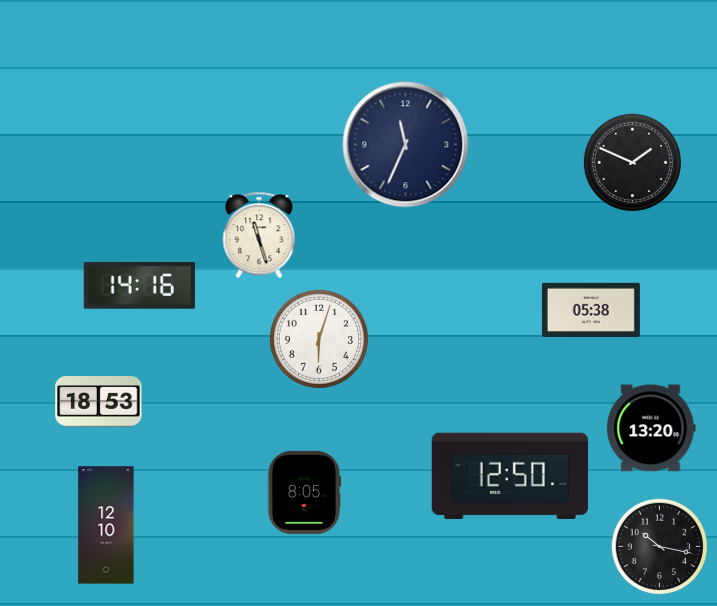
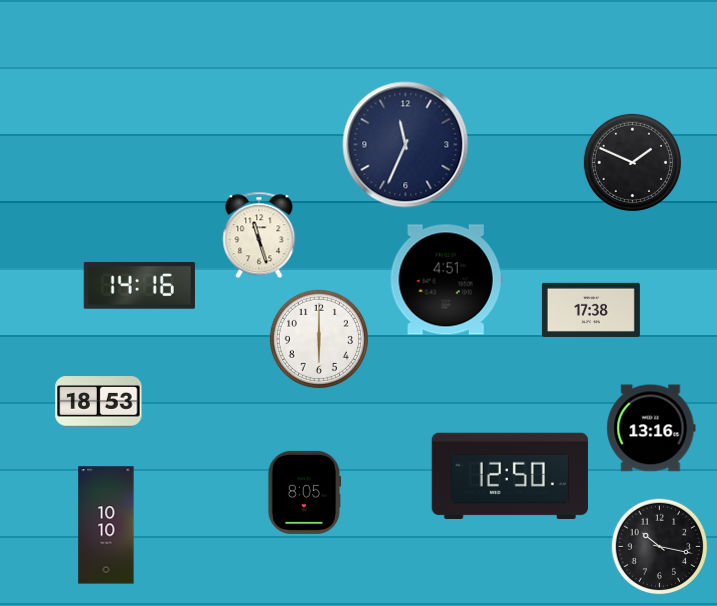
clock at (446, 280): none -> 4:51
clock at (591, 310): 05:38 -> 17:38
clock at (319, 339): 6:03 -> 6:00
clock at (651, 428): 13:20 -> 13:16
clock at (106, 525): 12:10 -> 10:10
